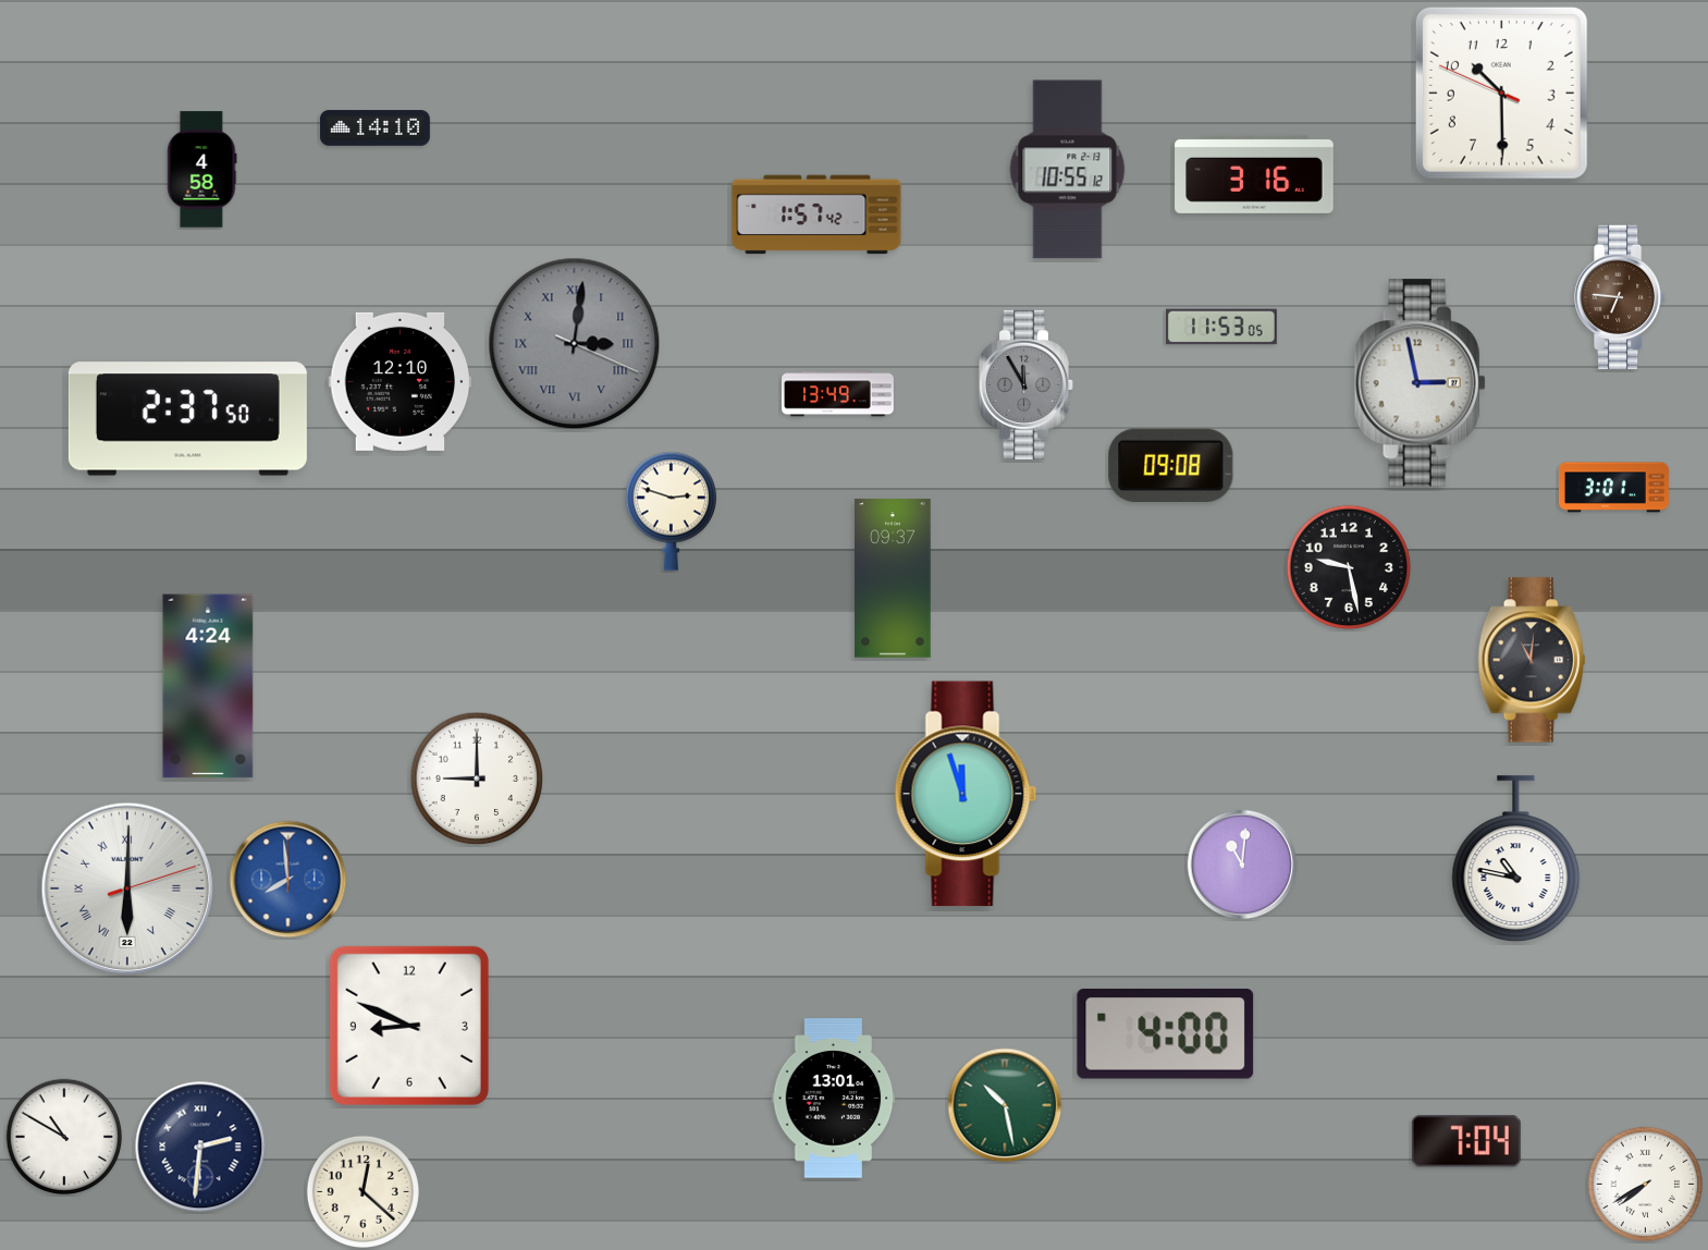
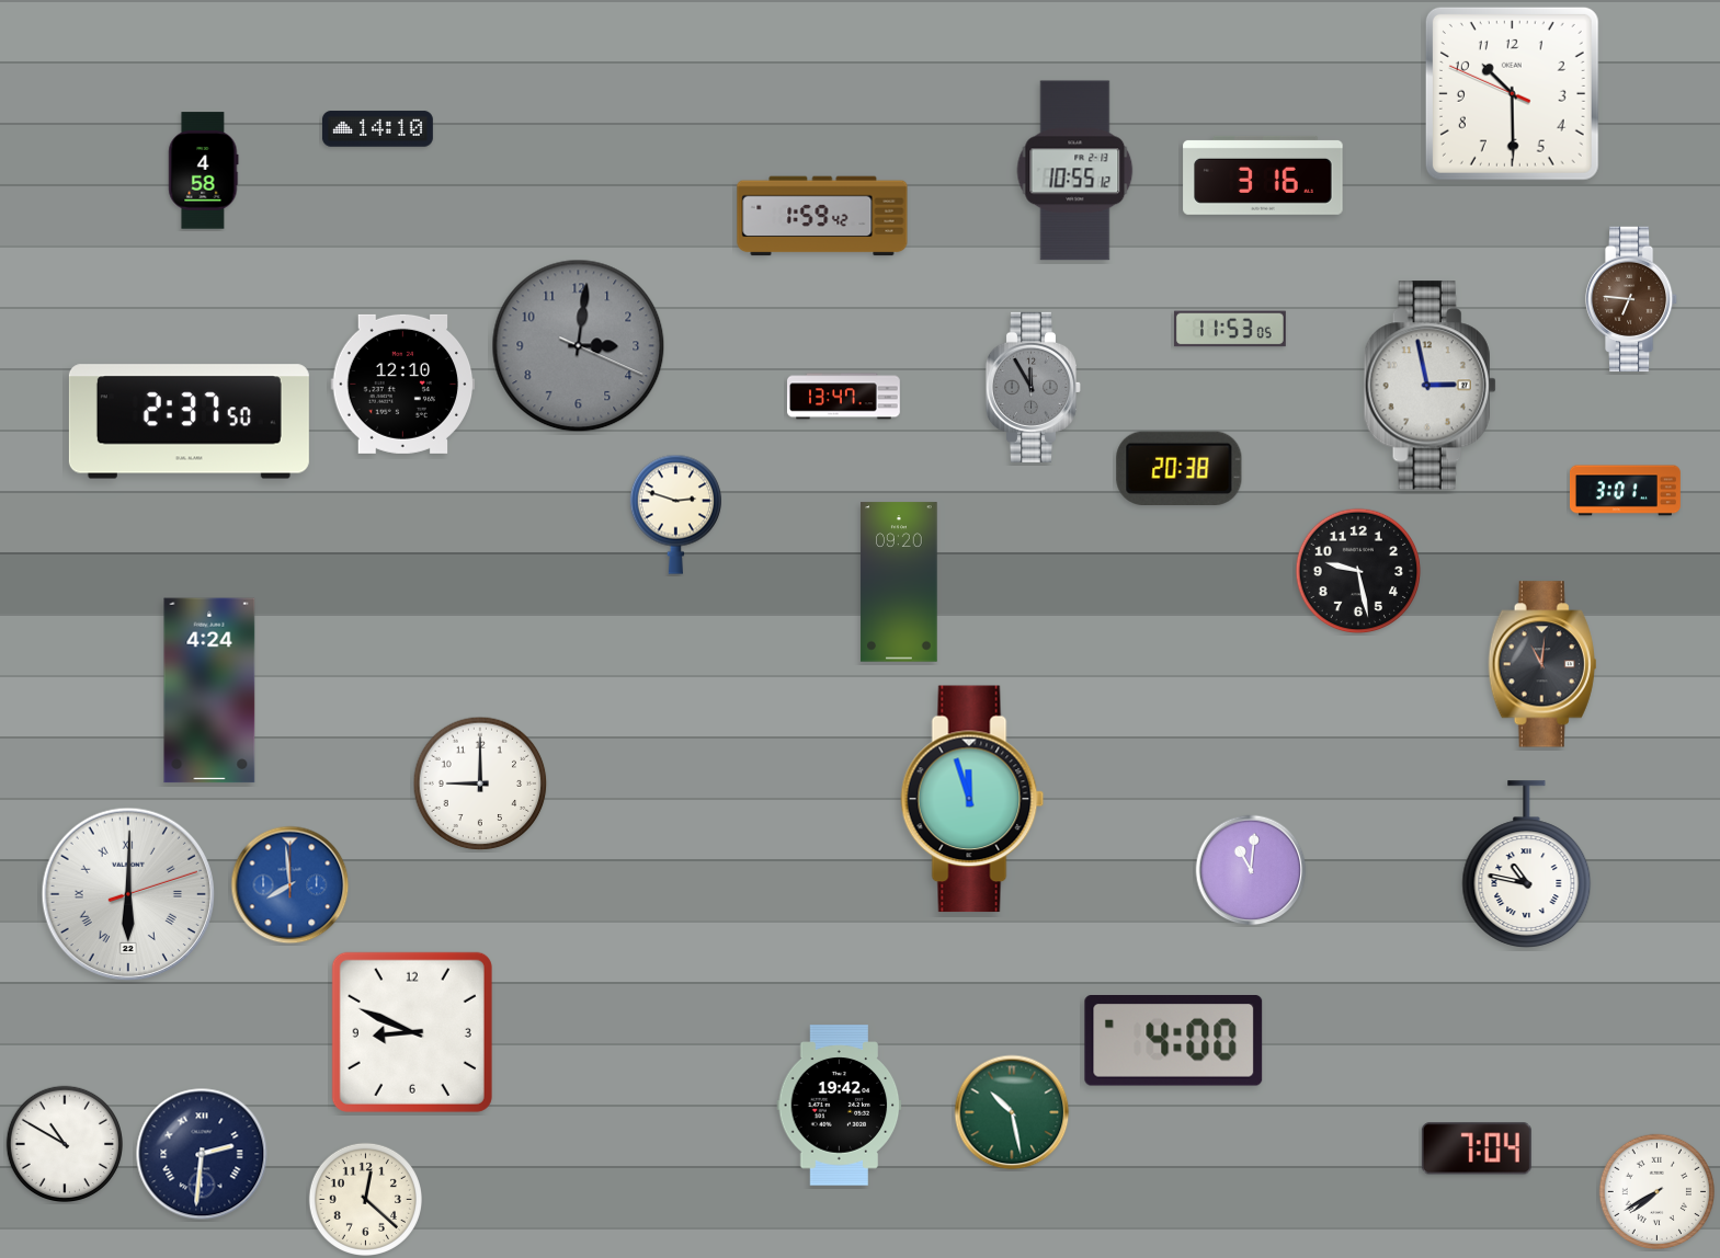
clock at (816, 215): 1:57 -> 1:59
clock at (575, 344) numerals: Roman -> Arabic
clock at (838, 394): 13:49 -> 13:47
clock at (1171, 465): 09:08 -> 20:38
clock at (893, 578): 09:37 -> 09:20
clock at (834, 1099): 13:01 -> 19:42
